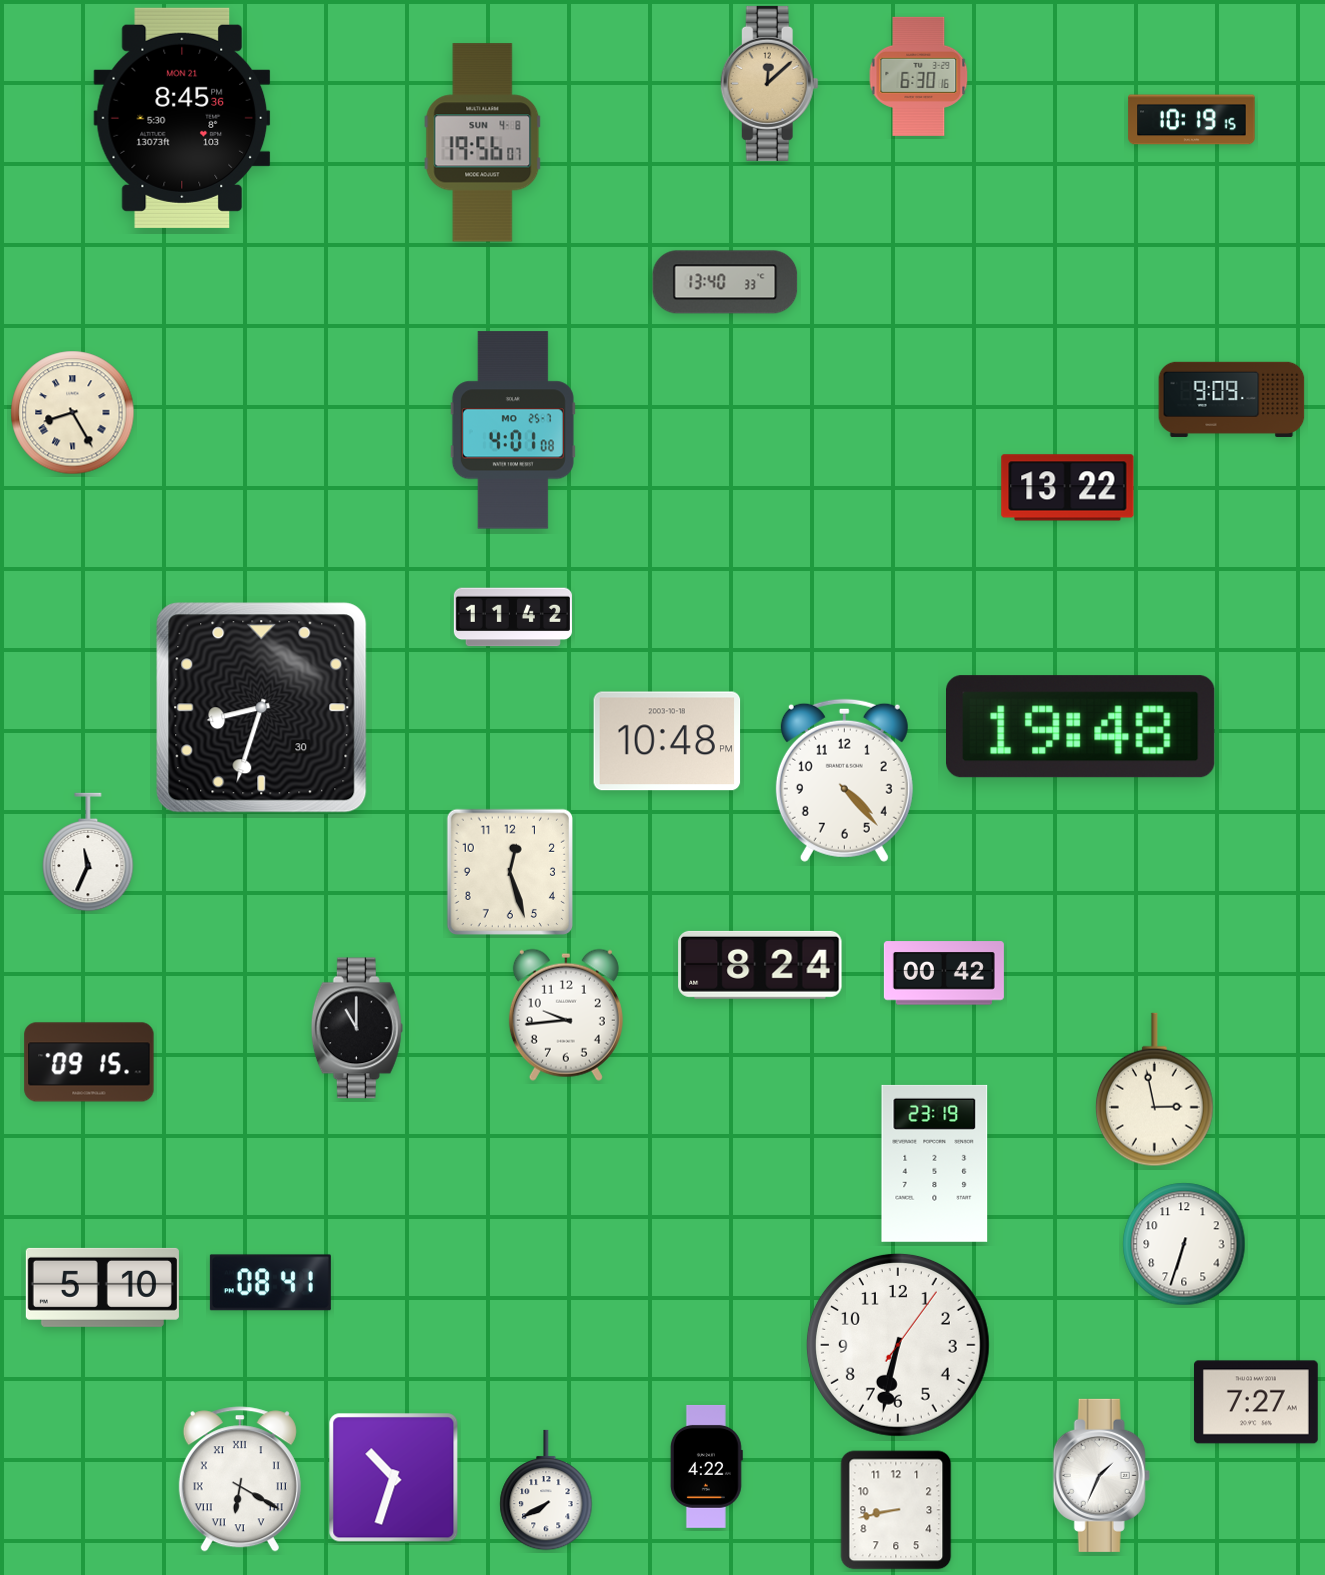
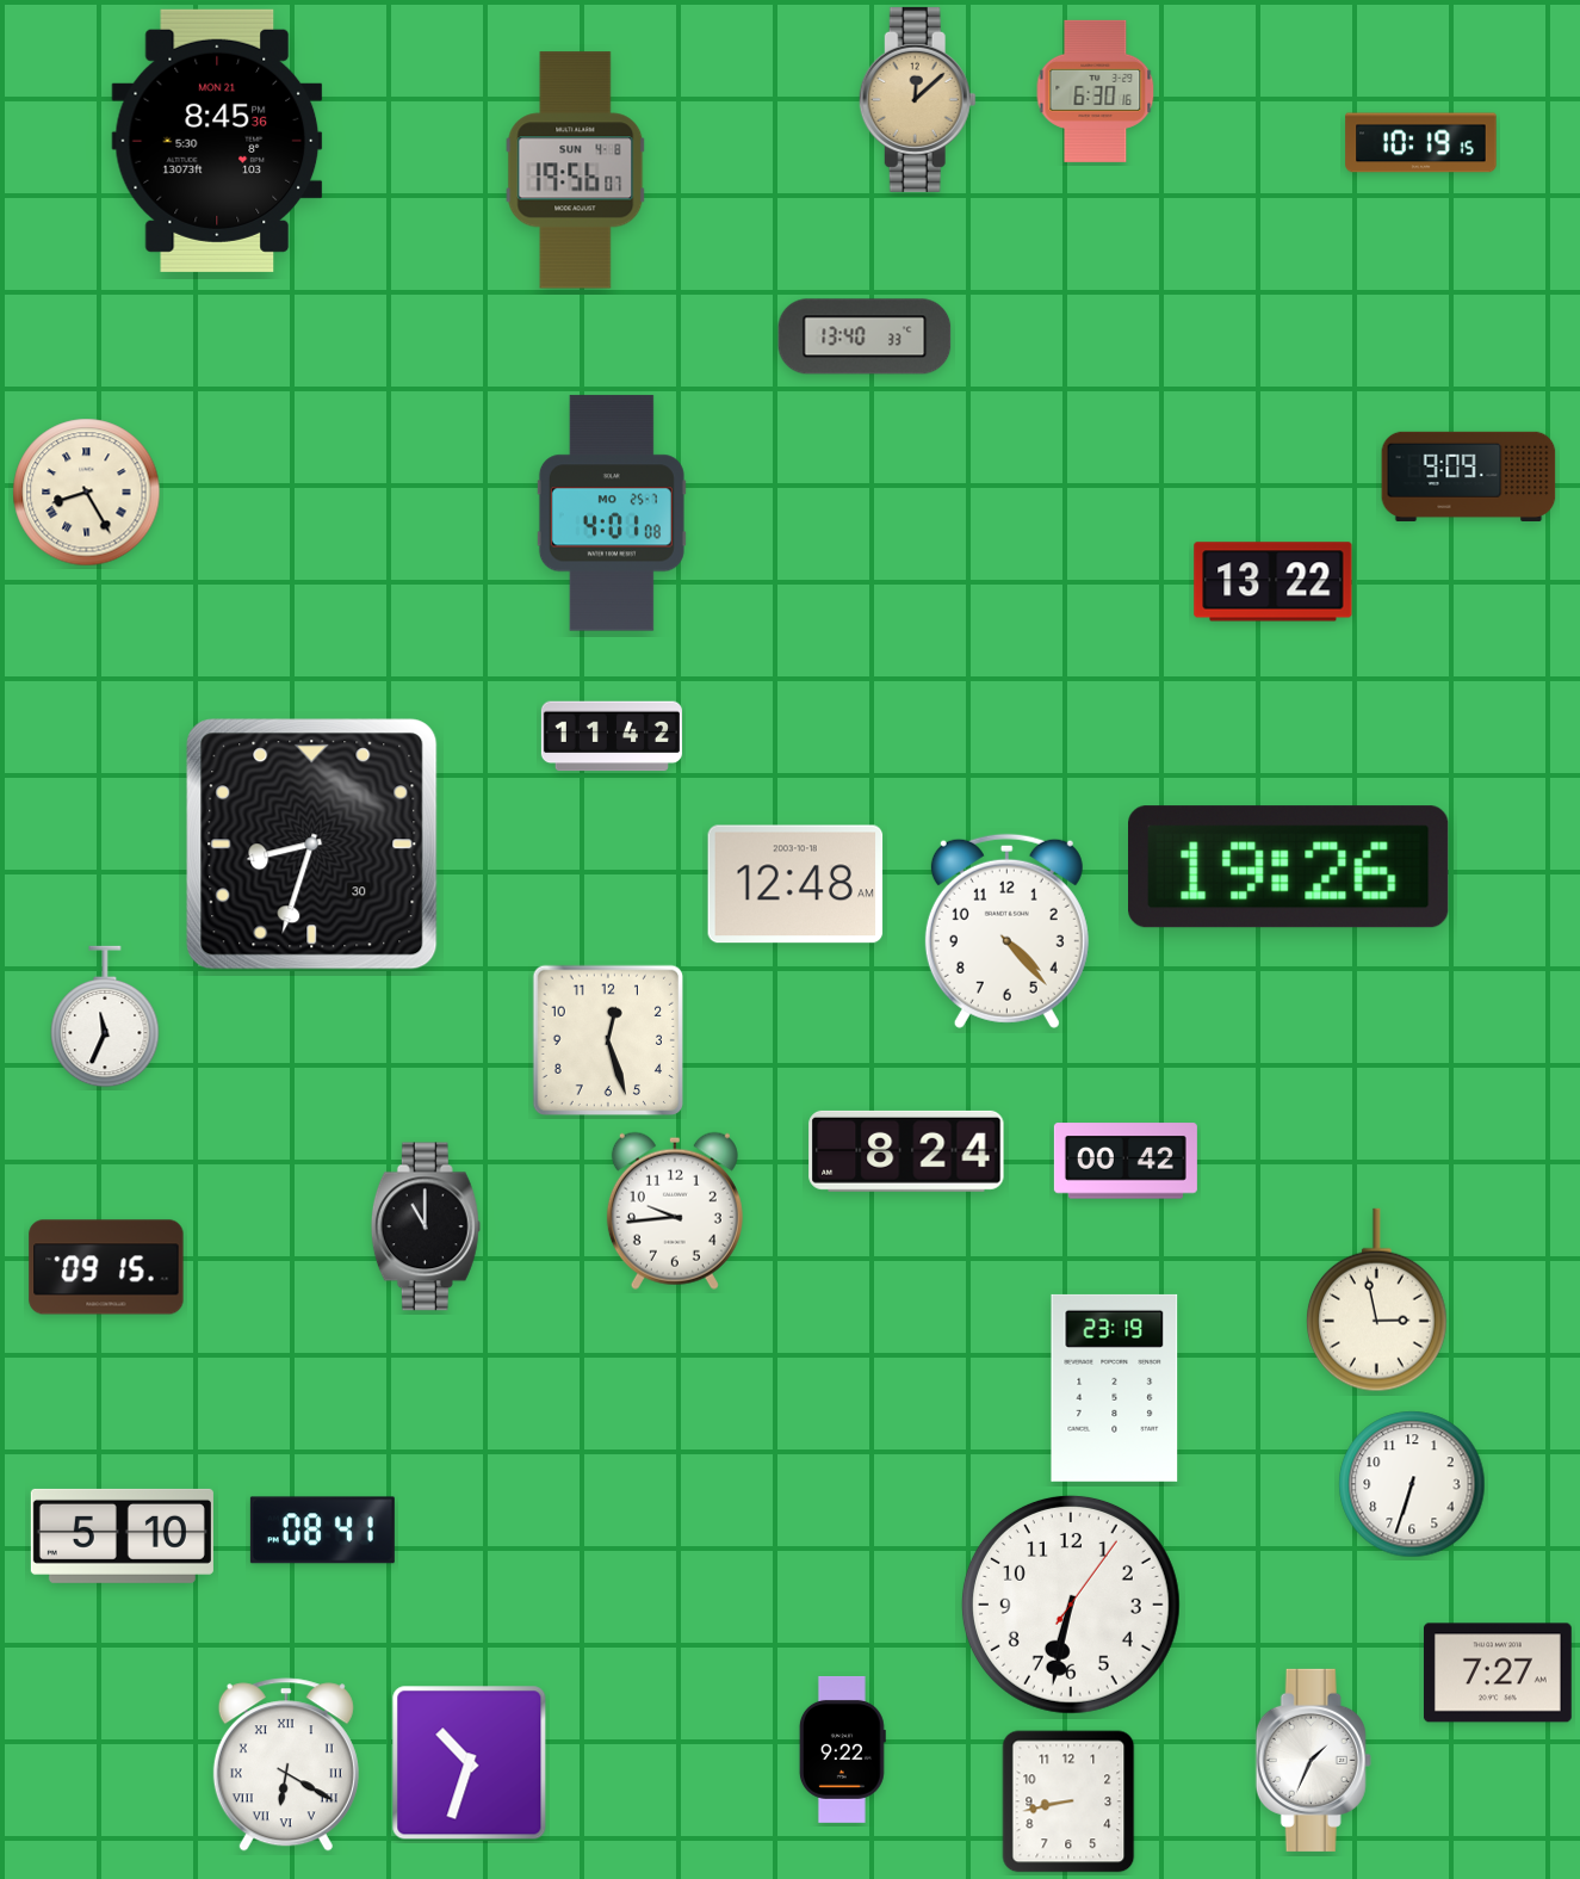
clock at (1081, 727): 19:48 -> 19:26
clock at (667, 741): 10:48 -> 12:48
clock at (706, 1466): 4:22 -> 9:22
clock at (546, 1490): 7:40 -> none
